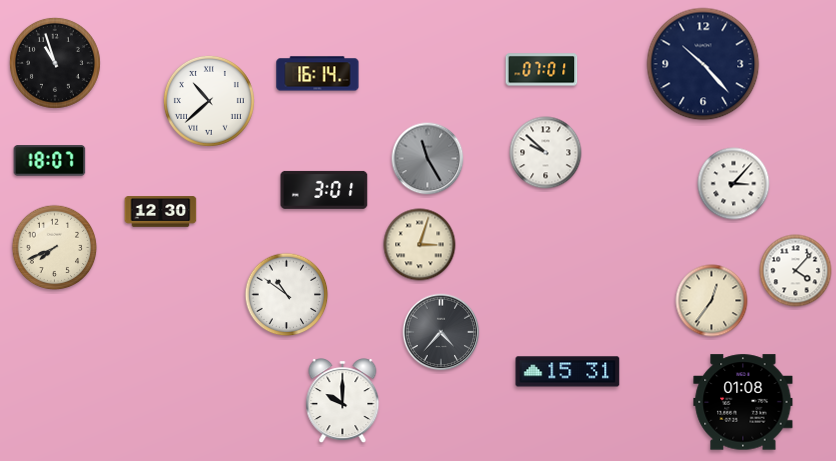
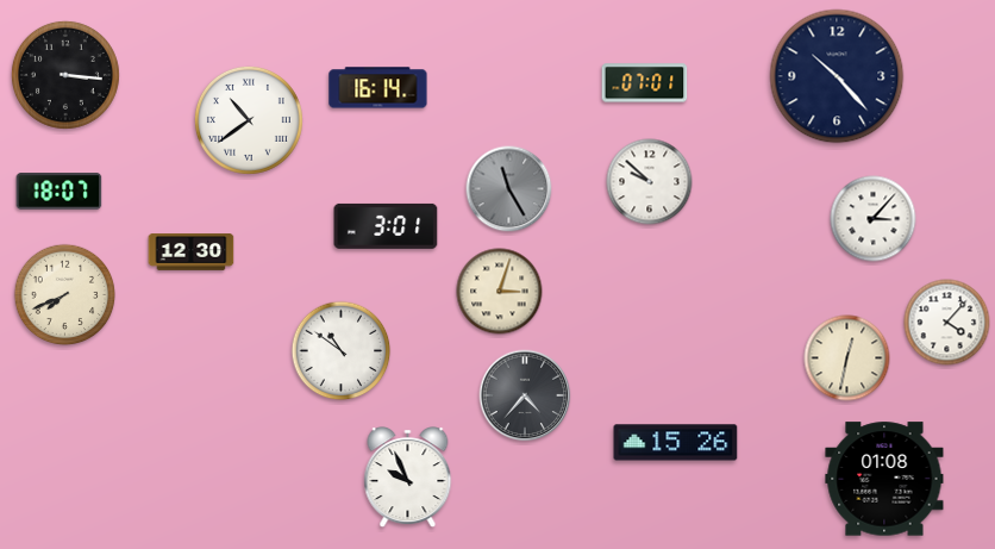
clock at (55, 63): 10:57 -> 3:16
clock at (209, 101): 10:38 -> 10:39
clock at (712, 301): 12:36 -> 12:32
clock at (568, 372): 15:31 -> 15:26
clock at (343, 401): 10:00 -> 9:56
